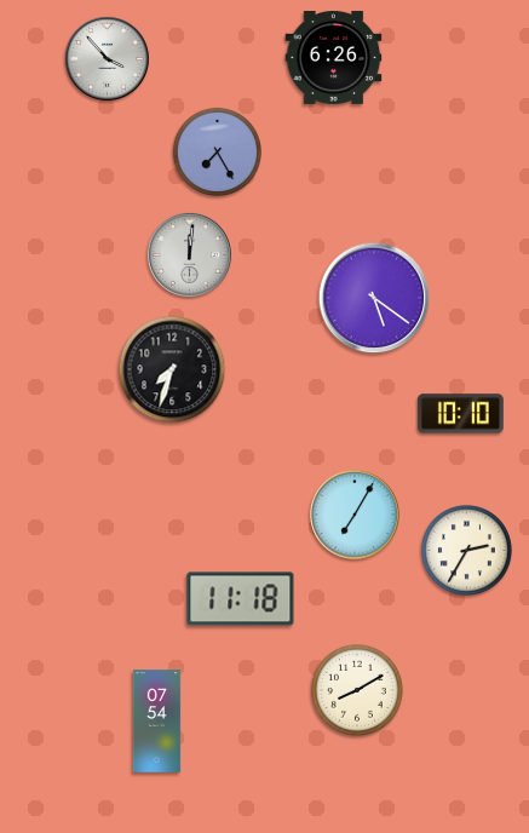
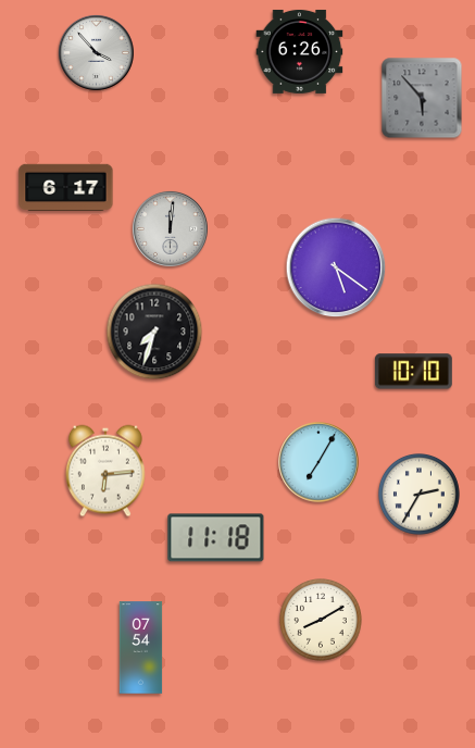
clock at (422, 98): none -> 5:53
clock at (217, 151): 7:25 -> none
clock at (66, 187): none -> 6:17
clock at (105, 471): none -> 6:14
